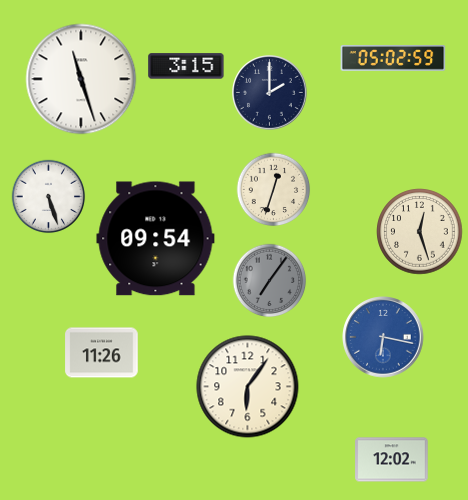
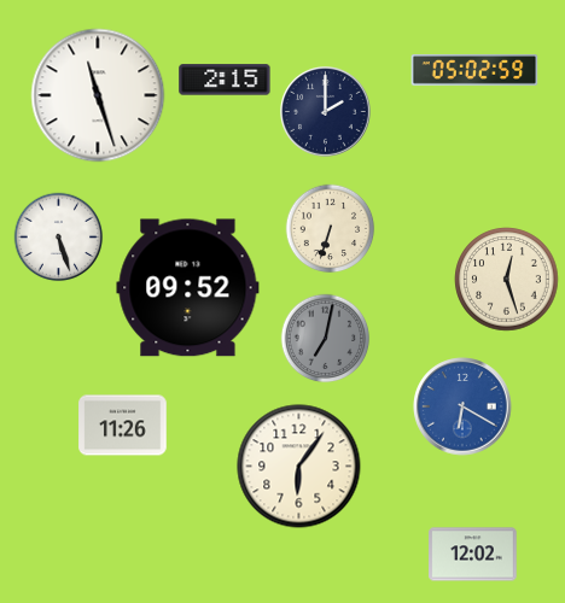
clock at (186, 66): 3:15 -> 2:15
clock at (274, 190): 12:33 -> 6:33
clock at (156, 239): 09:54 -> 09:52
clock at (270, 281): 7:06 -> 7:02
clock at (383, 337): 6:17 -> 6:20
